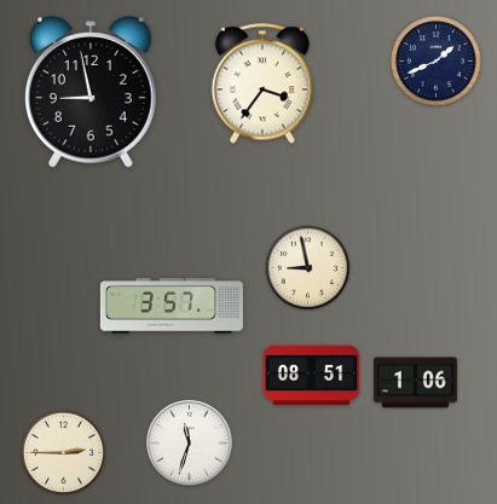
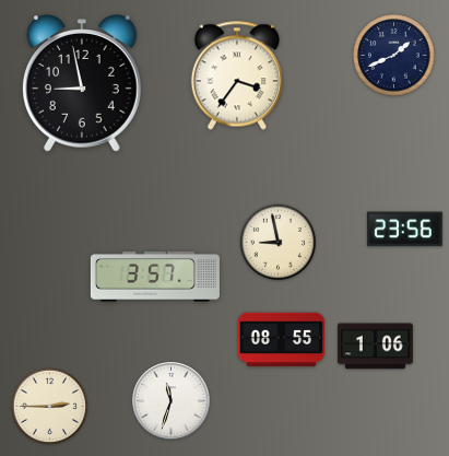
clock at (404, 230): none -> 23:56
clock at (312, 376): 08:51 -> 08:55
clock at (64, 453) position: (64, 453) -> (50, 407)
